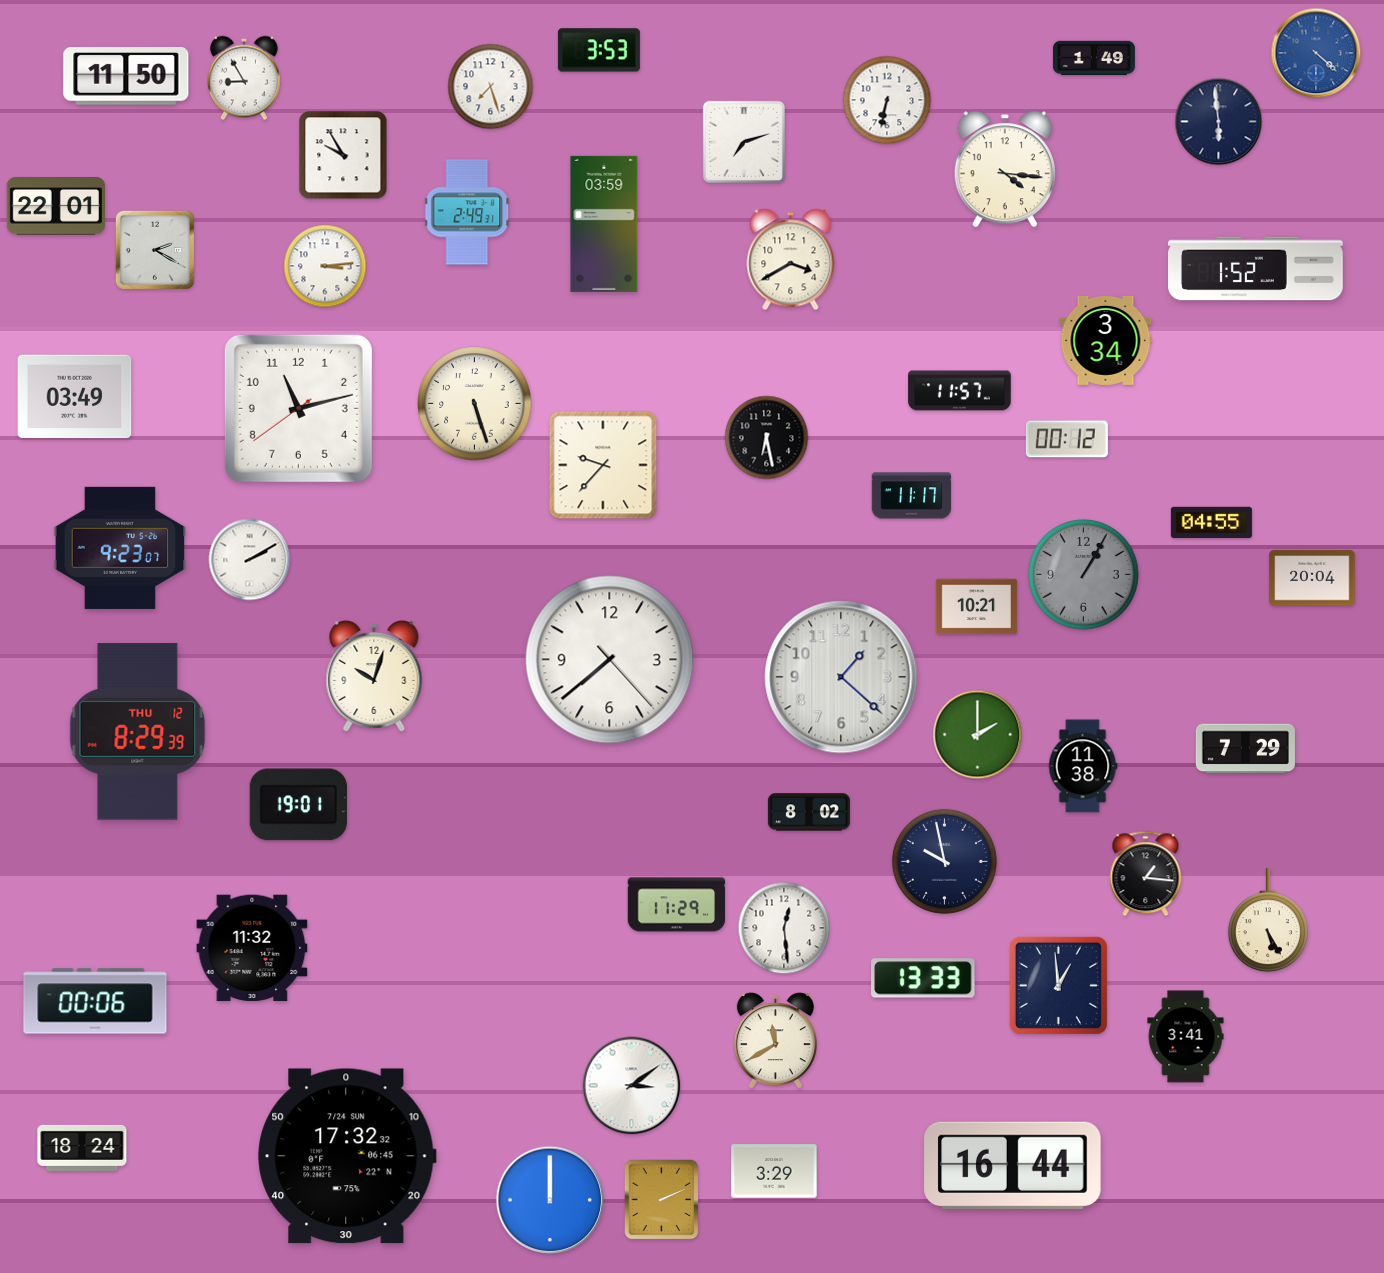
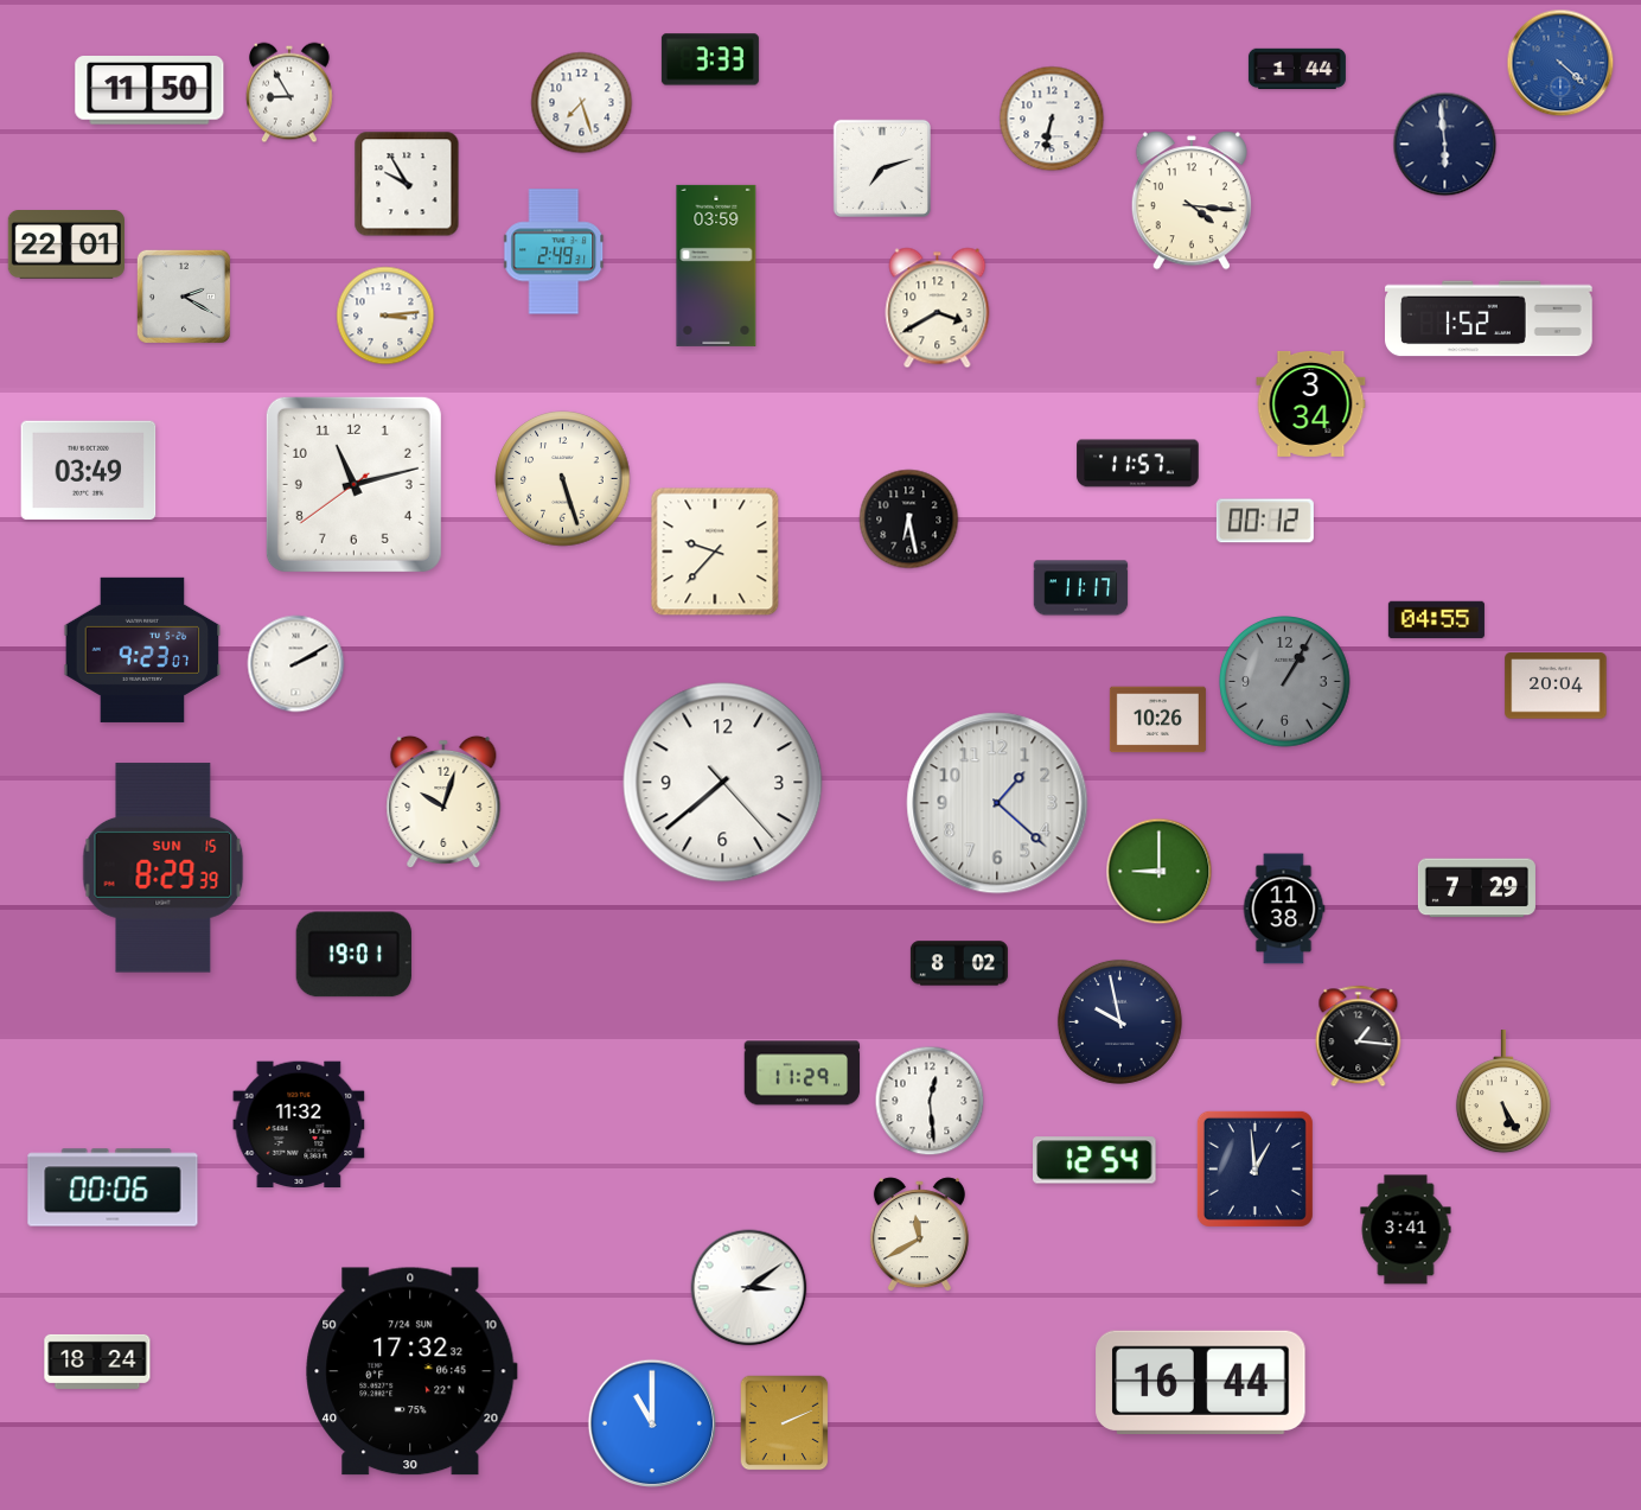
clock at (599, 50): 3:53 -> 3:33
clock at (1094, 58): 1:49 -> 1:44
clock at (976, 607): 10:21 -> 10:26
clock at (138, 732) date: THU 12 -> SUN 15
clock at (978, 735): 2:00 -> 9:00
clock at (923, 978): 13:33 -> 12:54
clock at (774, 1171): 3:29 -> none
clock at (549, 1199): 12:00 -> 11:00
